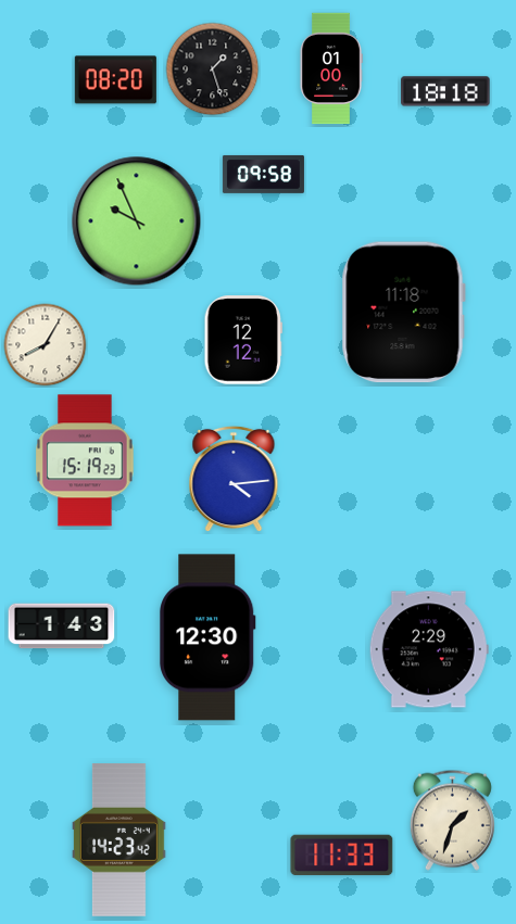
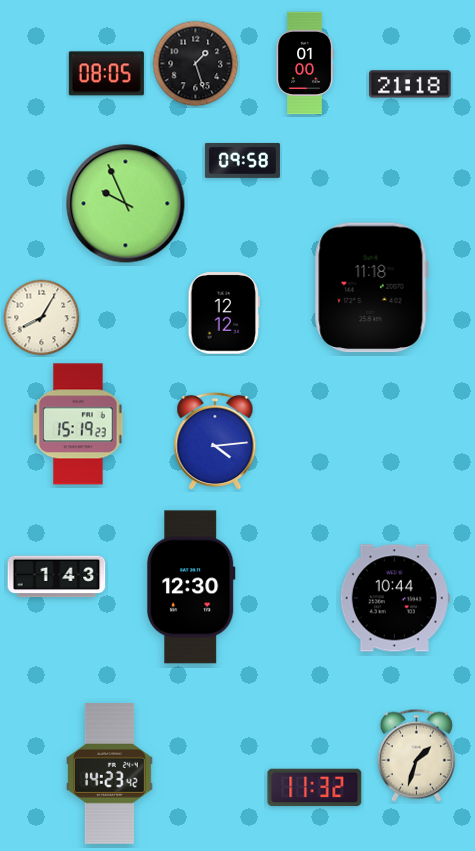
clock at (115, 80): 08:20 -> 08:05
clock at (445, 91): 18:18 -> 21:18
clock at (429, 649): 2:29 -> 10:44
clock at (342, 856): 11:33 -> 11:32
